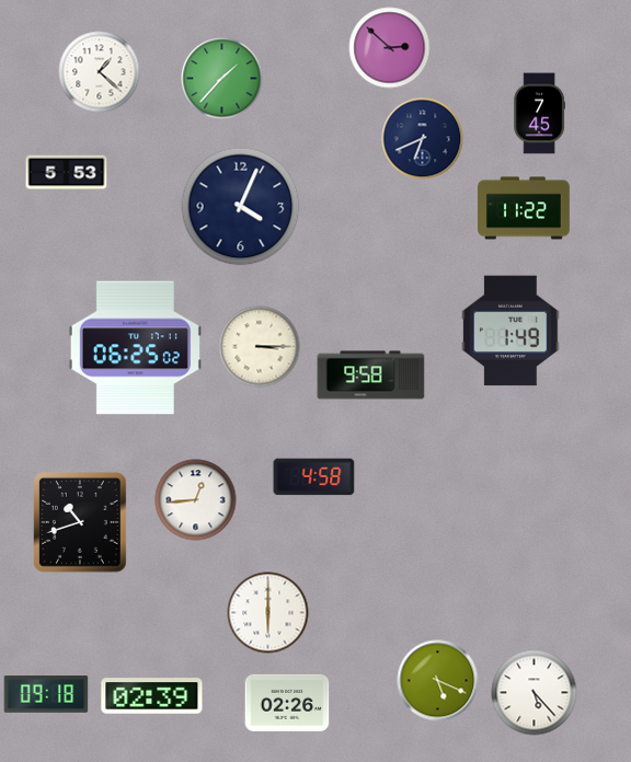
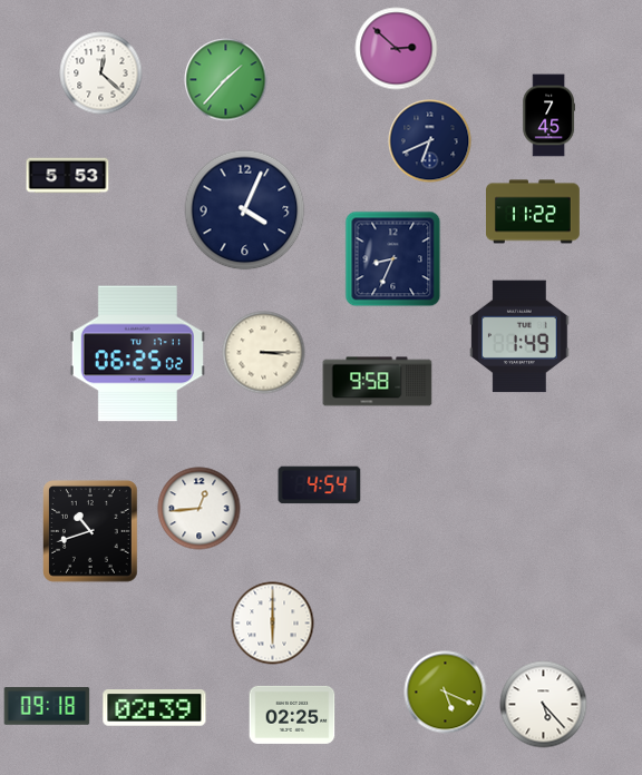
clock at (100, 72): 1:22 -> 12:22
clock at (393, 259): none -> 8:34
clock at (314, 477): 4:58 -> 4:54
clock at (81, 523) position: (81, 523) -> (91, 532)
clock at (287, 703): 02:26 -> 02:25
